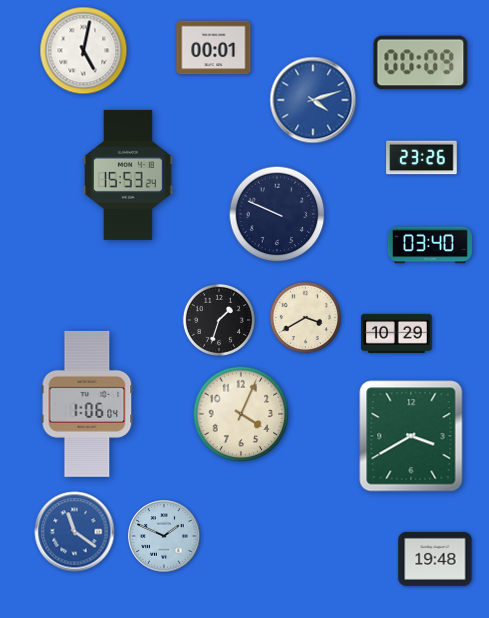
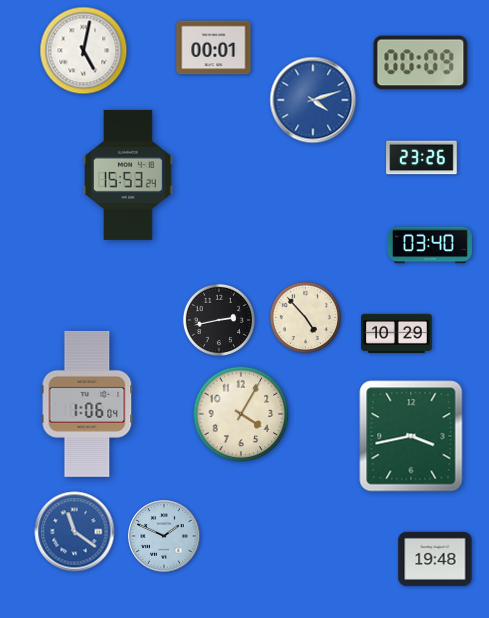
clock at (277, 214): 9:49 -> none
clock at (305, 317): 3:40 -> 4:53
clock at (219, 320): 1:33 -> 2:43
clock at (241, 414): 4:04 -> 4:05
clock at (411, 436): 3:40 -> 3:43
